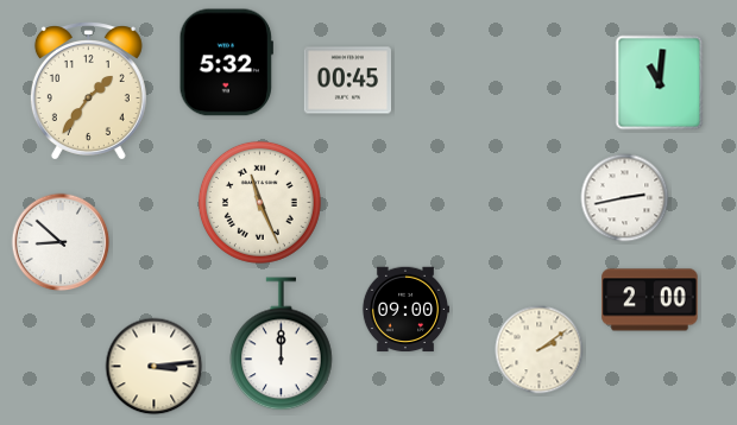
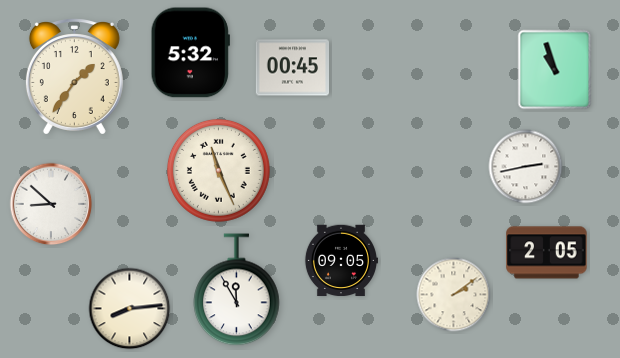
clock at (660, 83): 11:01 -> 10:57
clock at (650, 300): 2:00 -> 2:05
clock at (405, 310): 09:00 -> 09:05
clock at (282, 344): 12:00 -> 11:55
clock at (155, 367): 3:14 -> 8:14
